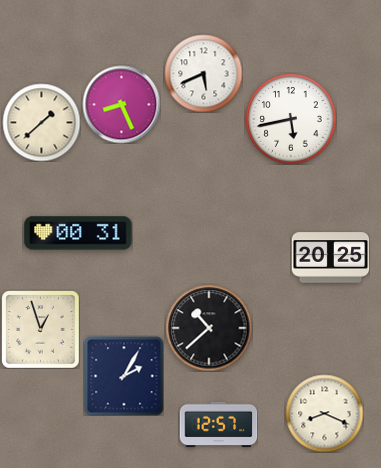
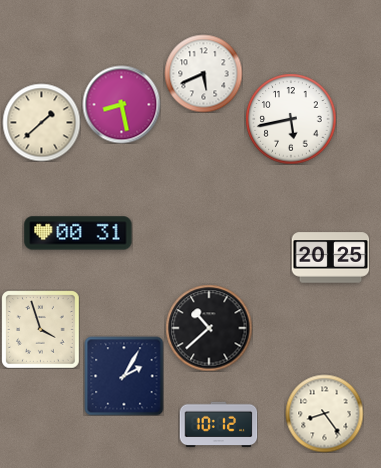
clock at (121, 104): 8:26 -> 8:28
clock at (40, 329): 12:57 -> 3:57
clock at (324, 413): 8:19 -> 8:24
clock at (218, 425): 12:57 -> 10:12
